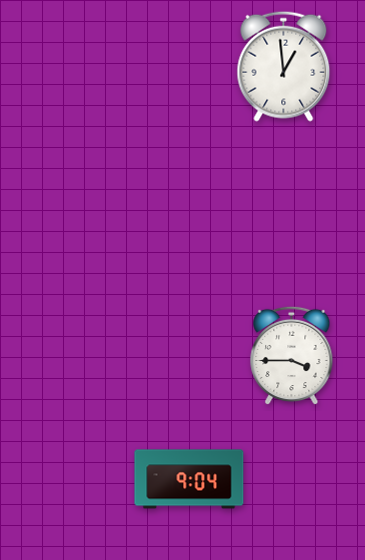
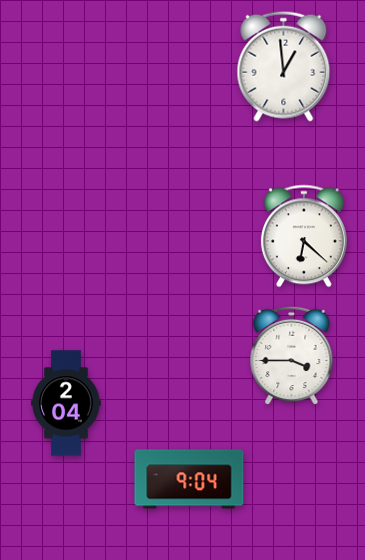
clock at (304, 236): none -> 6:22
clock at (66, 403): none -> 2:04
